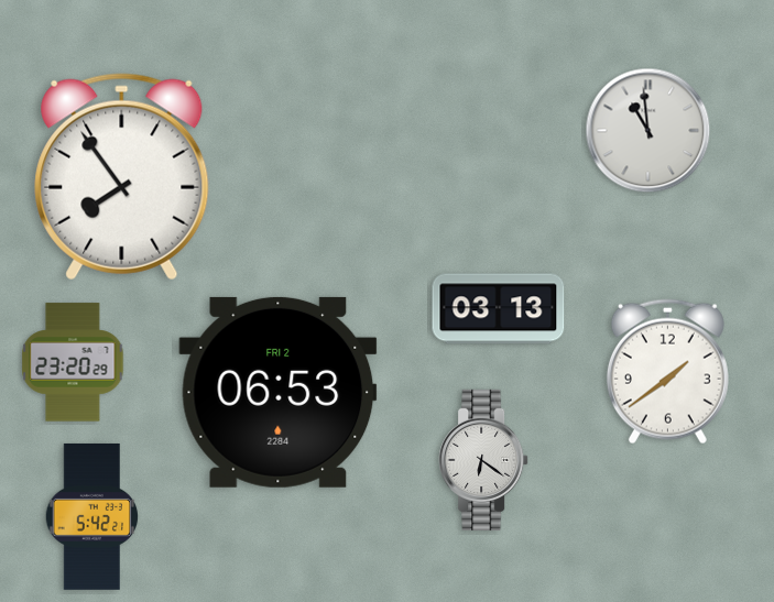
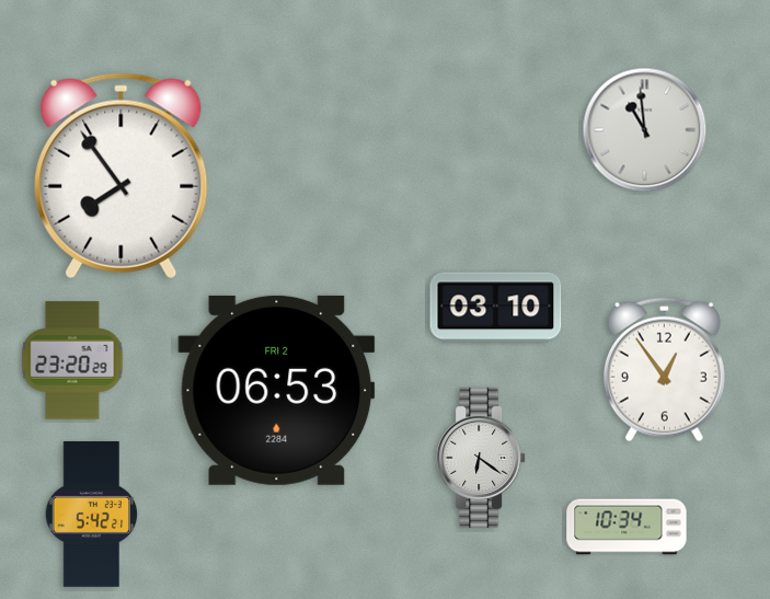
clock at (499, 309): 03:13 -> 03:10
clock at (667, 372): 1:39 -> 12:54
clock at (627, 527): none -> 10:34
